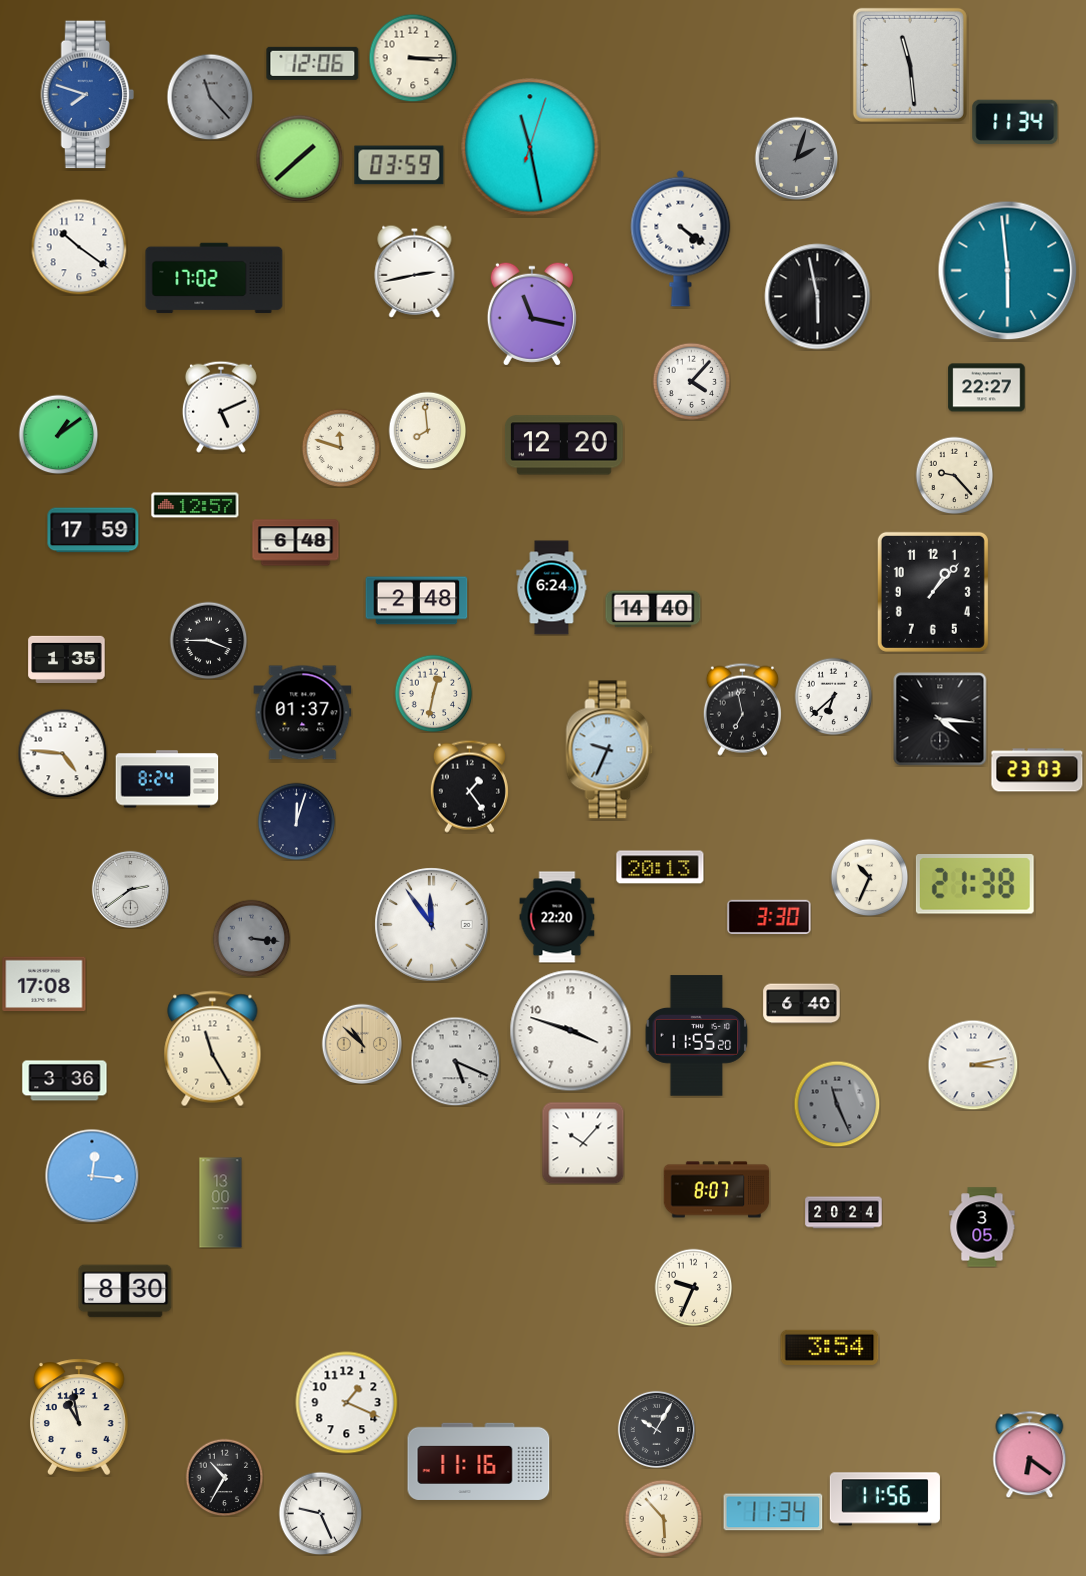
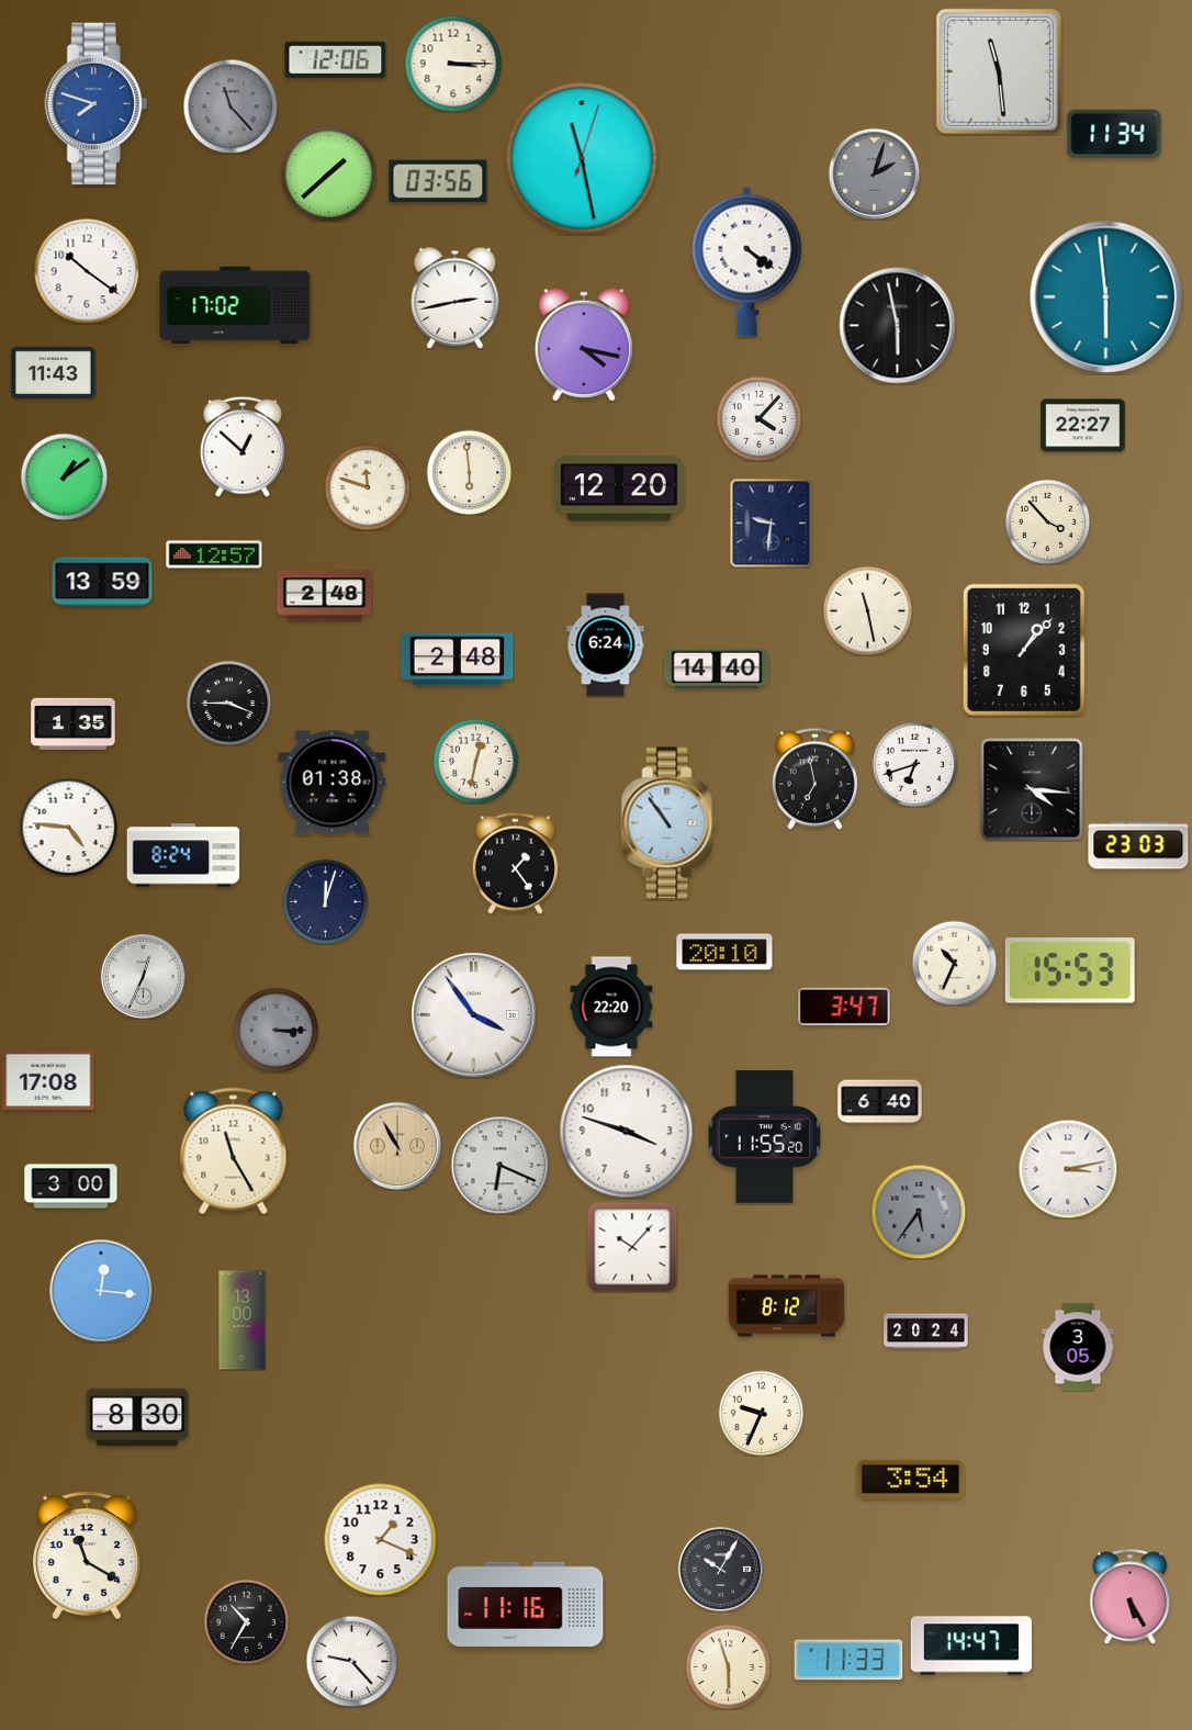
clock at (313, 63) position: (313, 63) -> (336, 59)
clock at (530, 147) position: (530, 147) -> (582, 158)
clock at (399, 165): 03:59 -> 03:56
clock at (532, 314): 11:17 -> 4:17
clock at (54, 372): none -> 11:43
clock at (221, 407): 5:11 -> 12:52
clock at (427, 430): 7:59 -> 5:59
clock at (341, 448) position: (341, 448) -> (368, 487)
clock at (954, 475): 9:23 -> 3:53
clock at (772, 523): none -> 9:31
clock at (93, 530): 17:59 -> 13:59
clock at (296, 543): 6:48 -> 2:48
clock at (867, 610): none -> 11:28
clock at (833, 696): 6:38 -> 6:42
clock at (303, 713): 01:37 -> 01:38
clock at (610, 750): 9:34 -> 10:54
clock at (660, 867): 20:13 -> 20:10
clock at (975, 885): 21:38 -> 15:53
clock at (130, 889): 2:39 -> 12:34
clock at (769, 916): 3:30 -> 3:47
clock at (432, 925): 11:54 -> 3:54
clock at (251, 938): 3:16 -> 3:15
clock at (361, 1043): 10:52 -> 10:55
clock at (455, 1061): 5:19 -> 6:19
clock at (65, 1081): 3:36 -> 3:00
clock at (837, 1104): 11:26 -> 5:36
clock at (583, 1143) position: (583, 1143) -> (632, 1247)
clock at (717, 1190): 8:07 -> 8:12
clock at (80, 1417): 10:58 -> 11:20
clock at (1030, 1454): 6:21 -> 5:25
clock at (885, 1499): 11:56 -> 14:47
clock at (773, 1512): 11:34 -> 11:33
clock at (320, 1513): 9:26 -> 9:23
clock at (663, 1518): 5:53 -> 5:57
